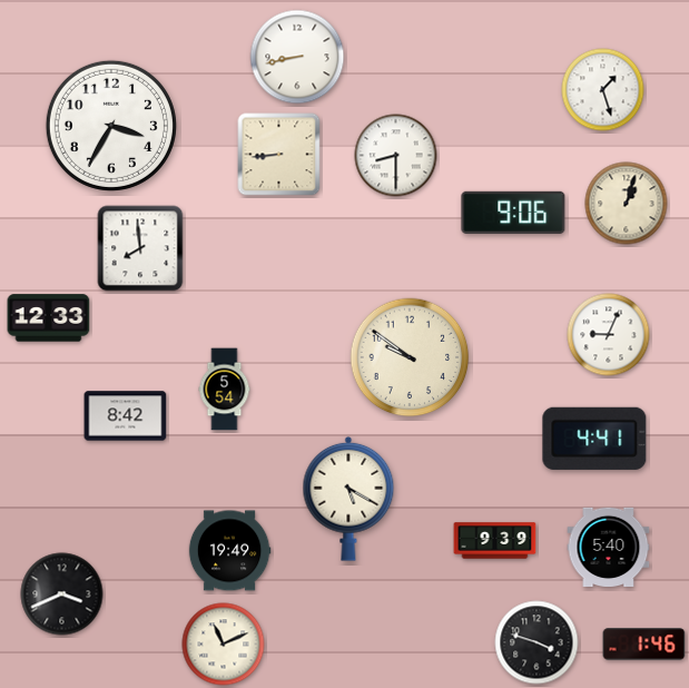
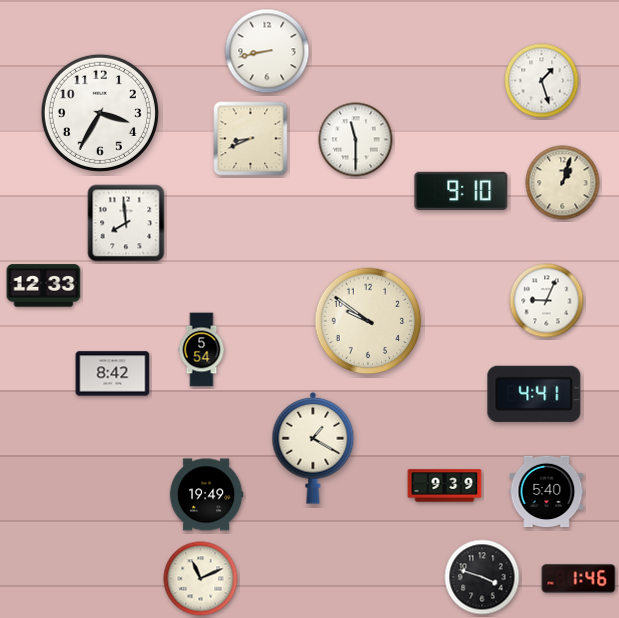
clock at (279, 155): 8:44 -> 8:41
clock at (396, 156): 8:30 -> 11:30
clock at (513, 213): 9:06 -> 9:10
clock at (348, 499): 5:20 -> 1:20
clock at (62, 594): 3:41 -> none
